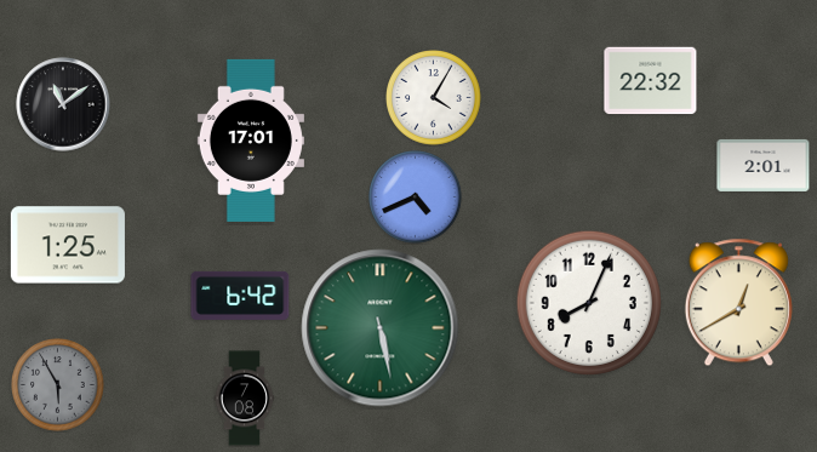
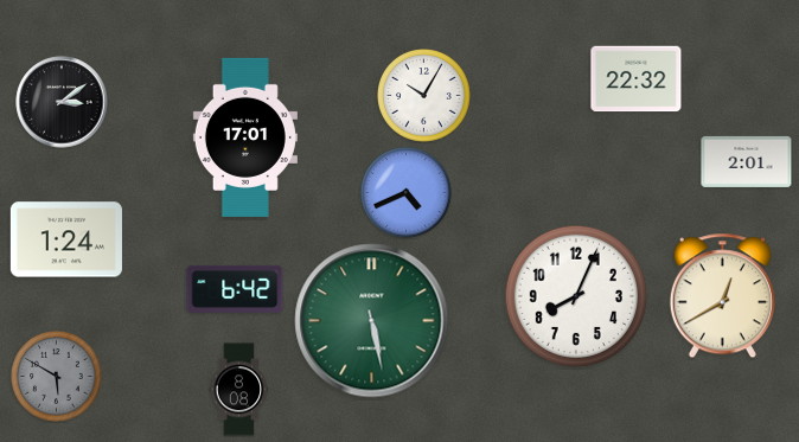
clock at (434, 98): 4:05 -> 10:05
clock at (63, 104): 11:09 -> 3:09
clock at (68, 245): 1:25 -> 1:24
clock at (58, 385): 5:55 -> 5:50
clock at (245, 399): 7:08 -> 8:08
